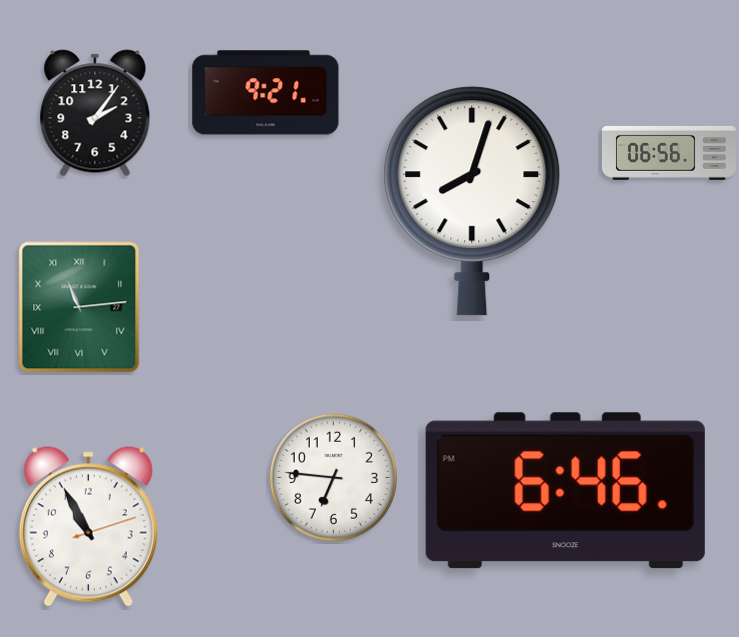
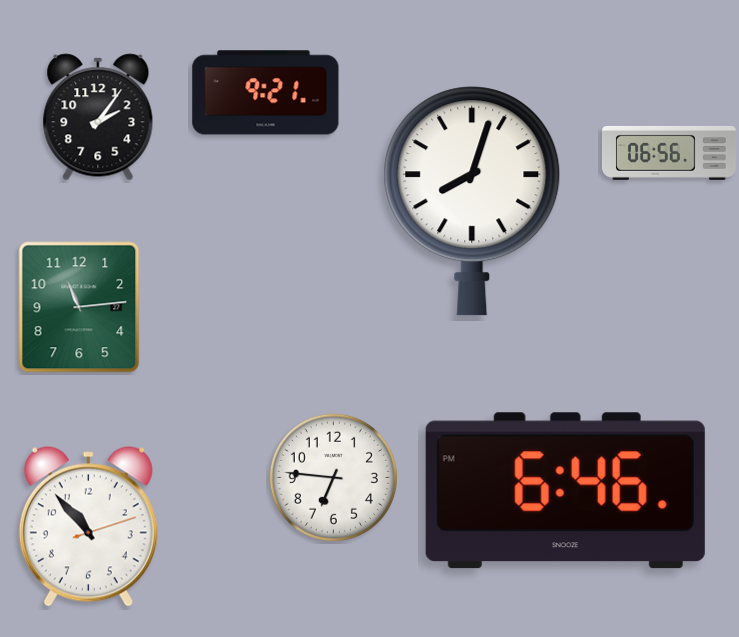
clock at (95, 113) position: (95, 113) -> (98, 117)
clock at (79, 307) numerals: Roman -> Arabic
clock at (88, 527): 10:55 -> 10:53
